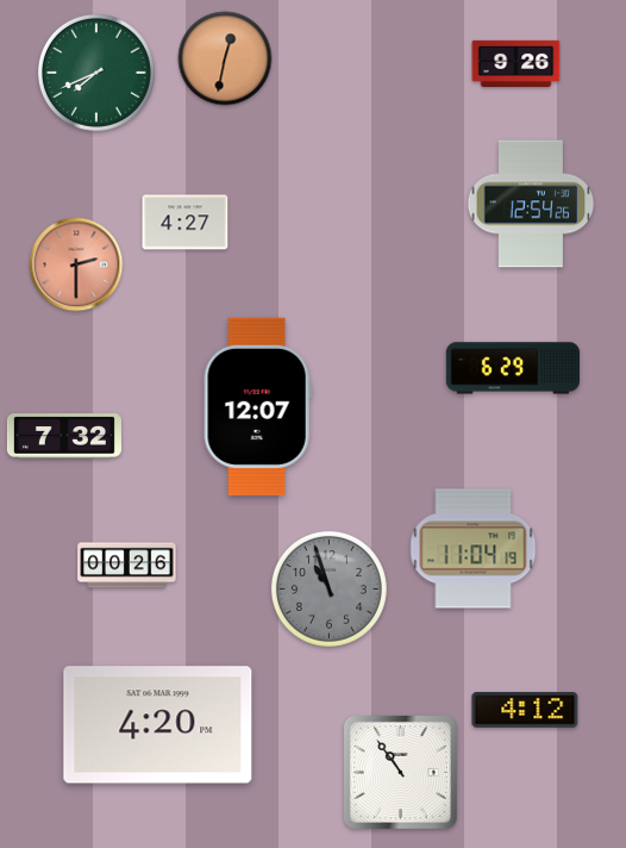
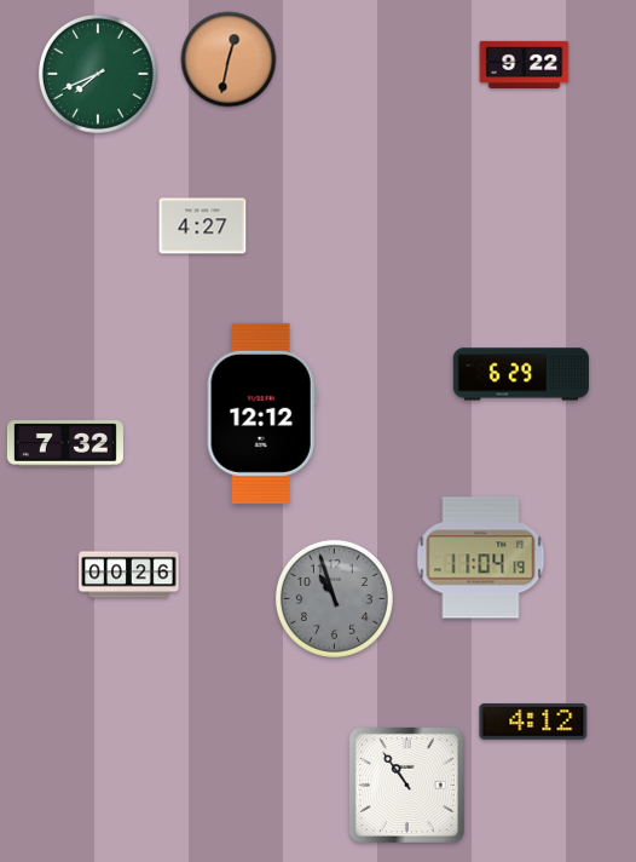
clock at (517, 63): 9:26 -> 9:22
clock at (531, 204): 12:54 -> none
clock at (186, 223) position: (186, 223) -> (203, 226)
clock at (76, 264): 2:30 -> none
clock at (257, 406): 12:07 -> 12:12
clock at (158, 725): 4:20 -> none
